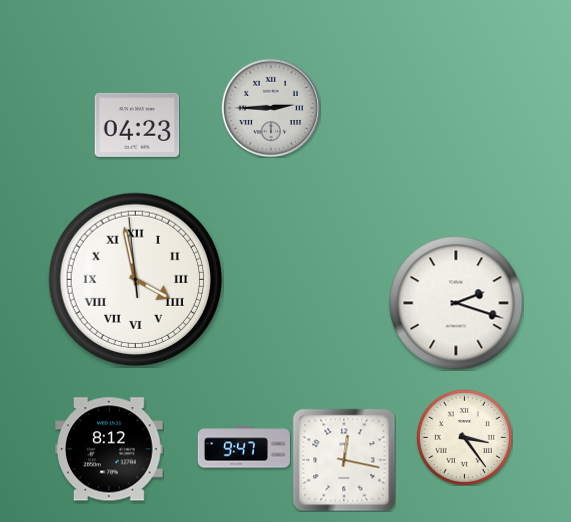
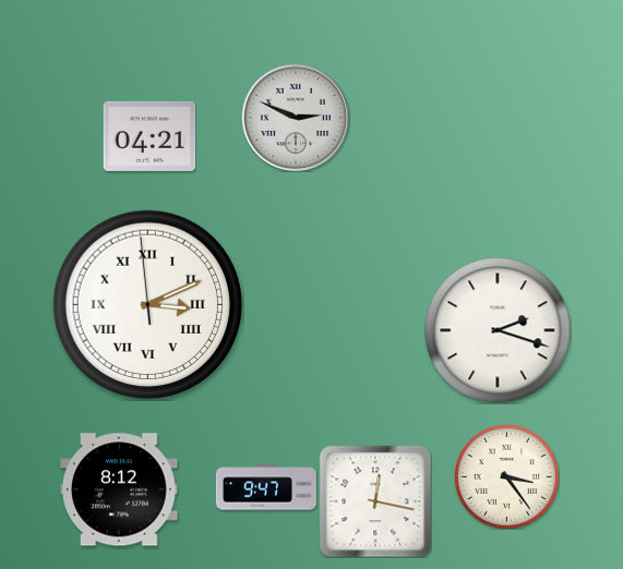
clock at (271, 108): 2:45 -> 2:49
clock at (137, 125): 04:23 -> 04:21
clock at (135, 279): 3:57 -> 3:10
